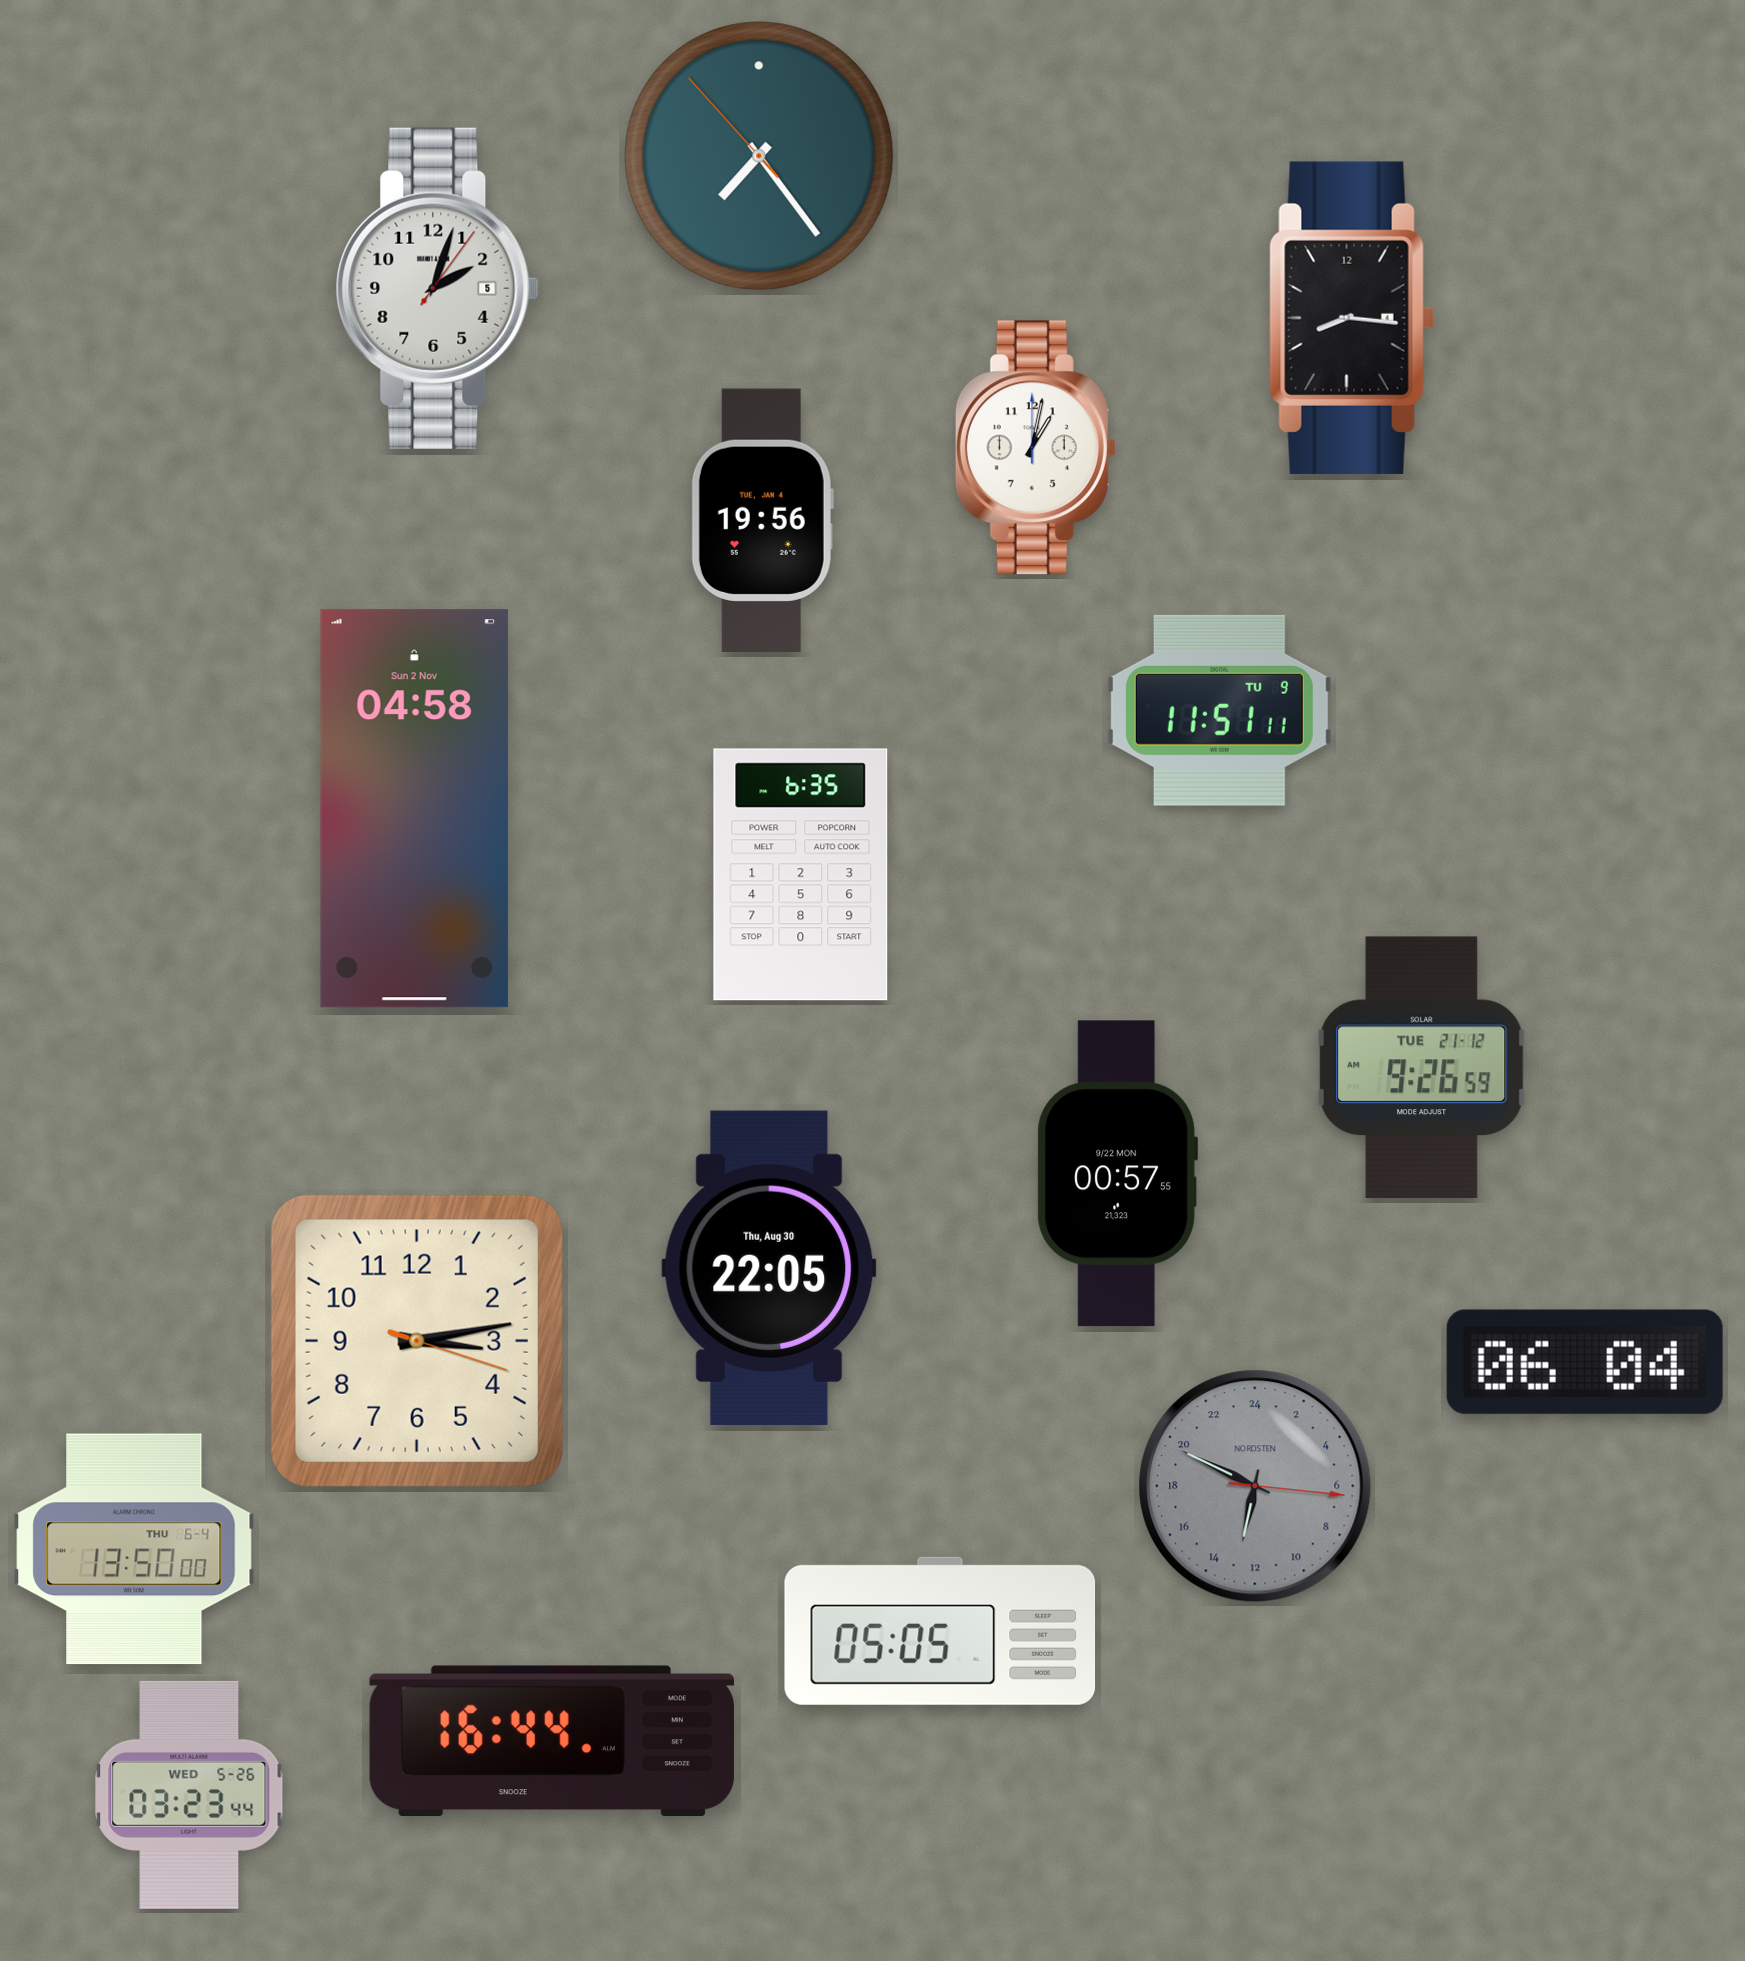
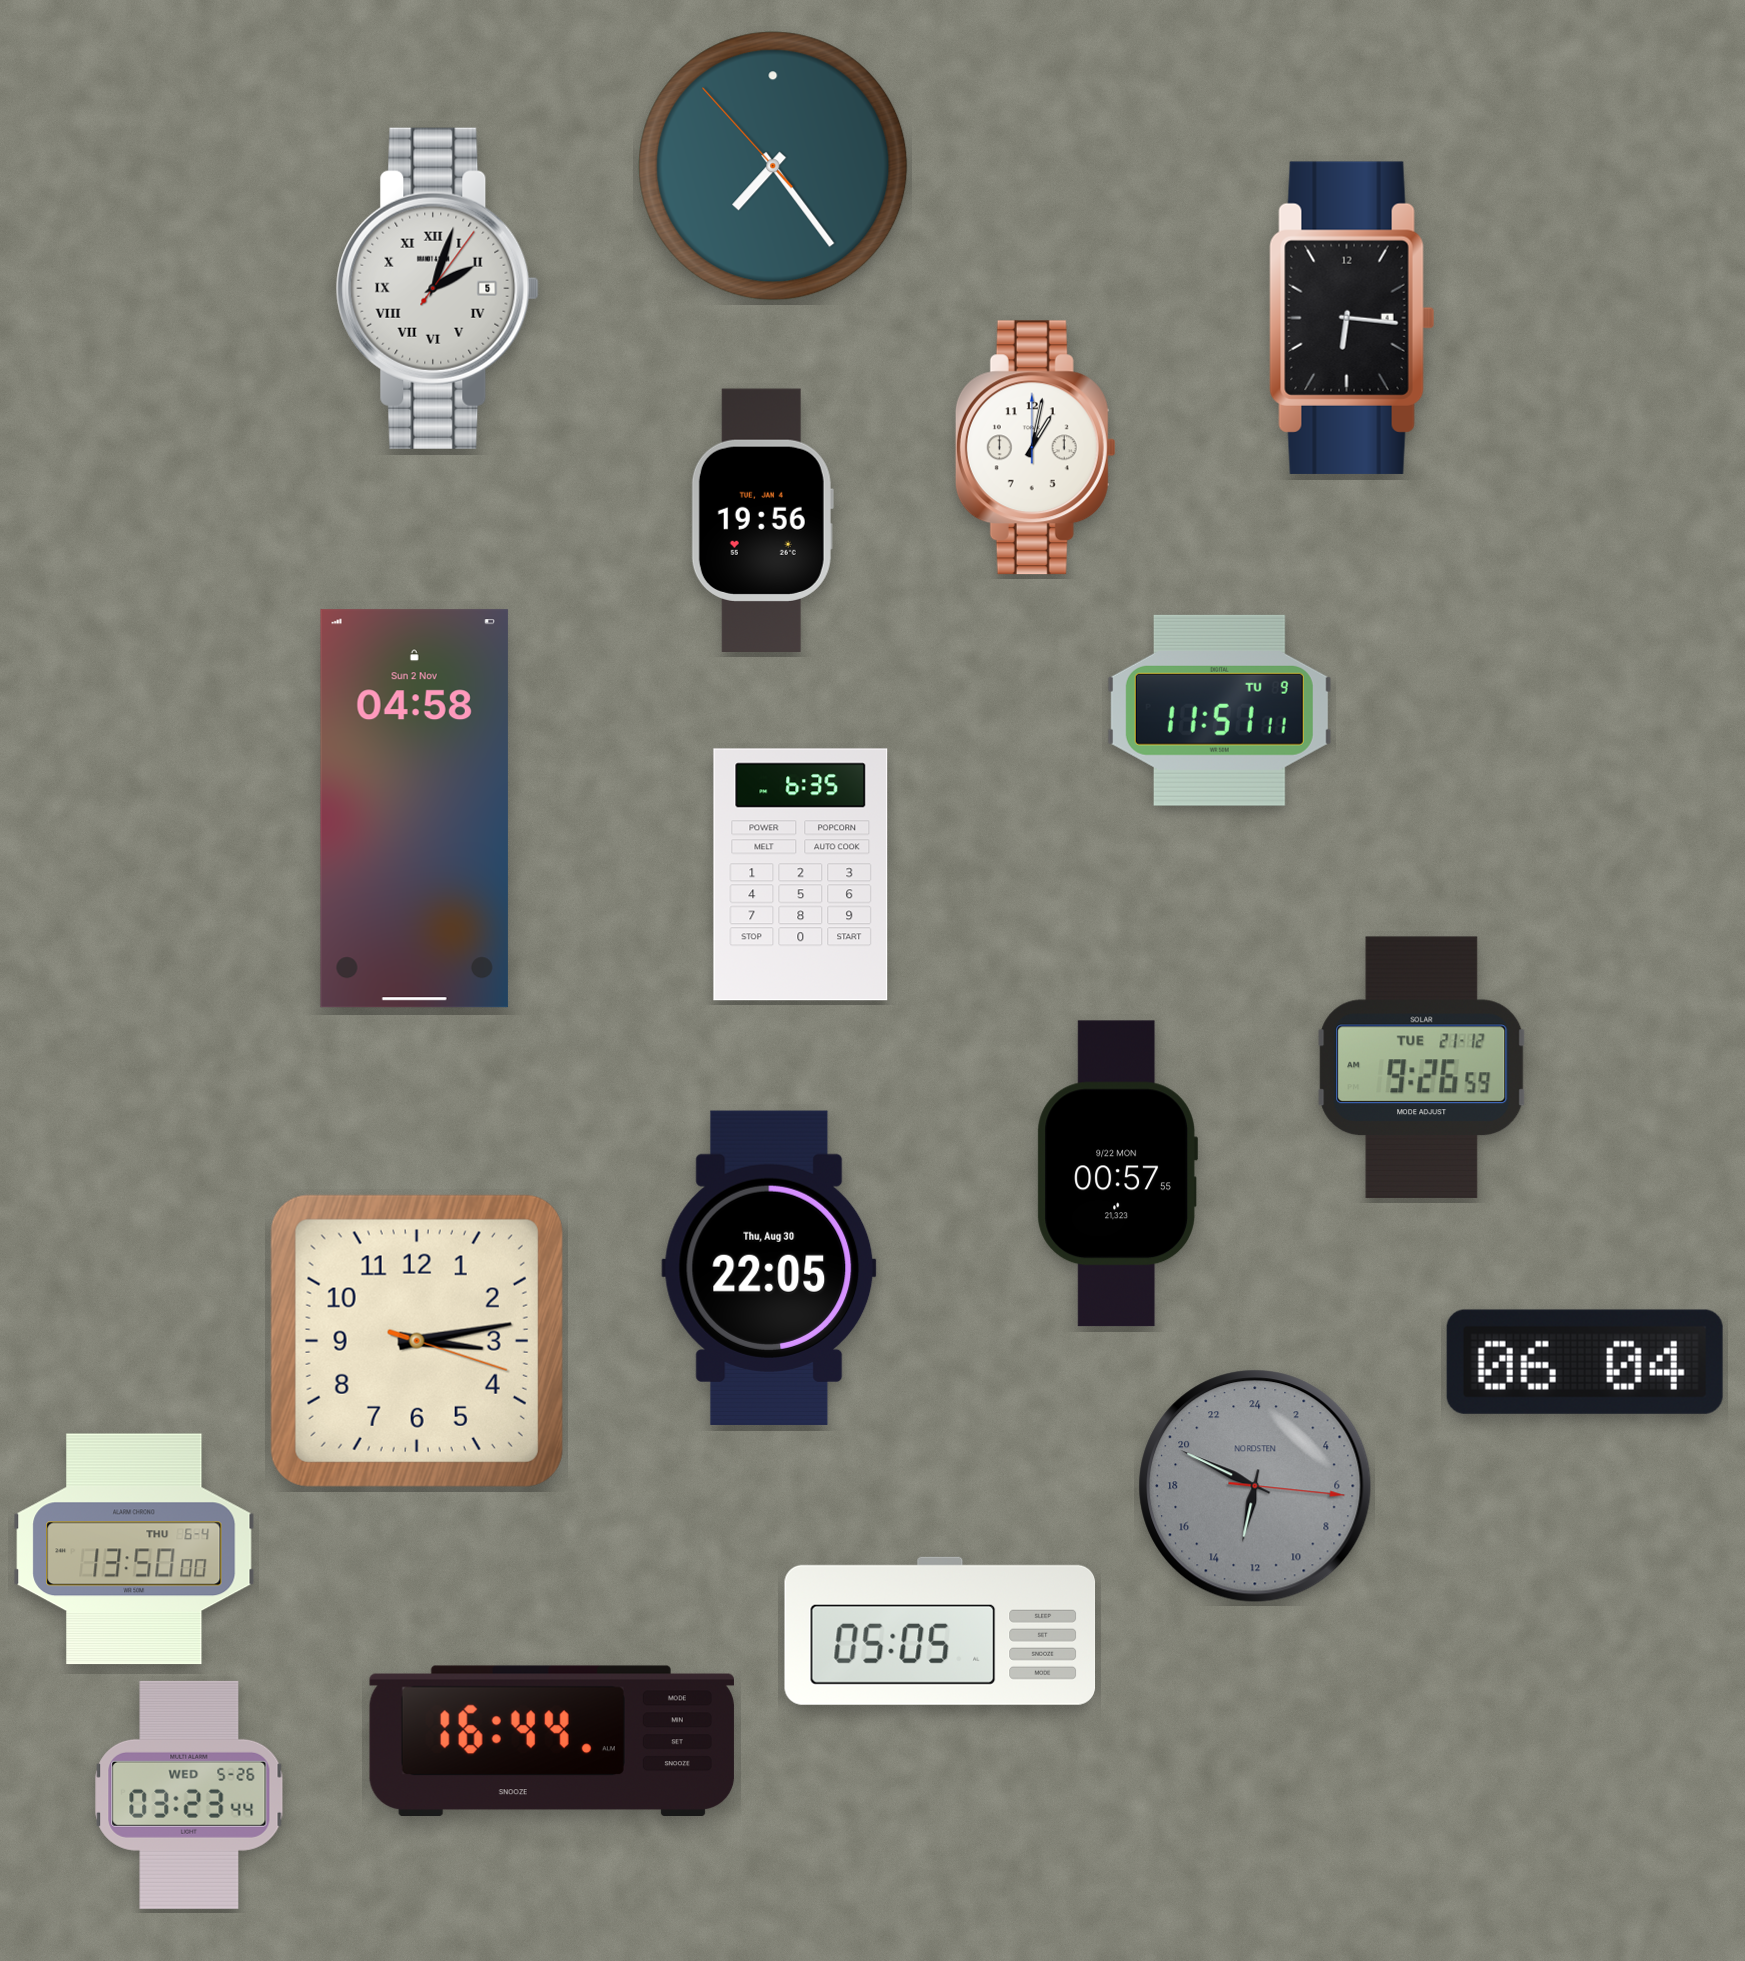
clock at (759, 156) position: (759, 156) -> (773, 166)
clock at (437, 288) numerals: Arabic -> Roman
clock at (1352, 318): 8:16 -> 6:16
